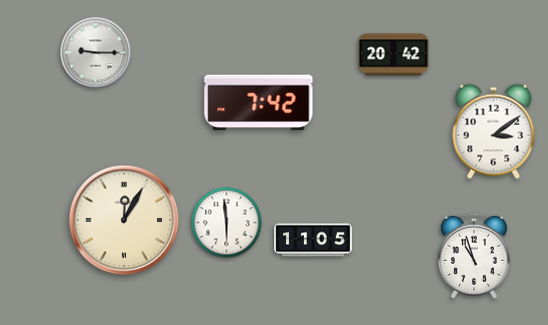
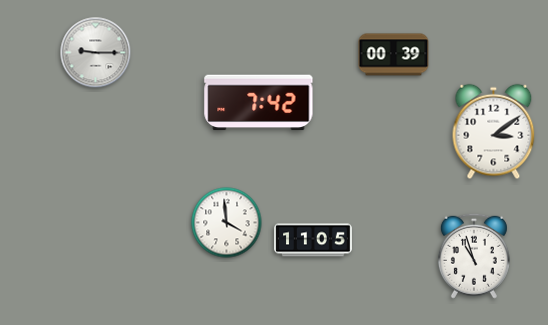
clock at (394, 55): 20:42 -> 00:39
clock at (124, 220): 12:05 -> none
clock at (227, 223): 5:59 -> 3:59
